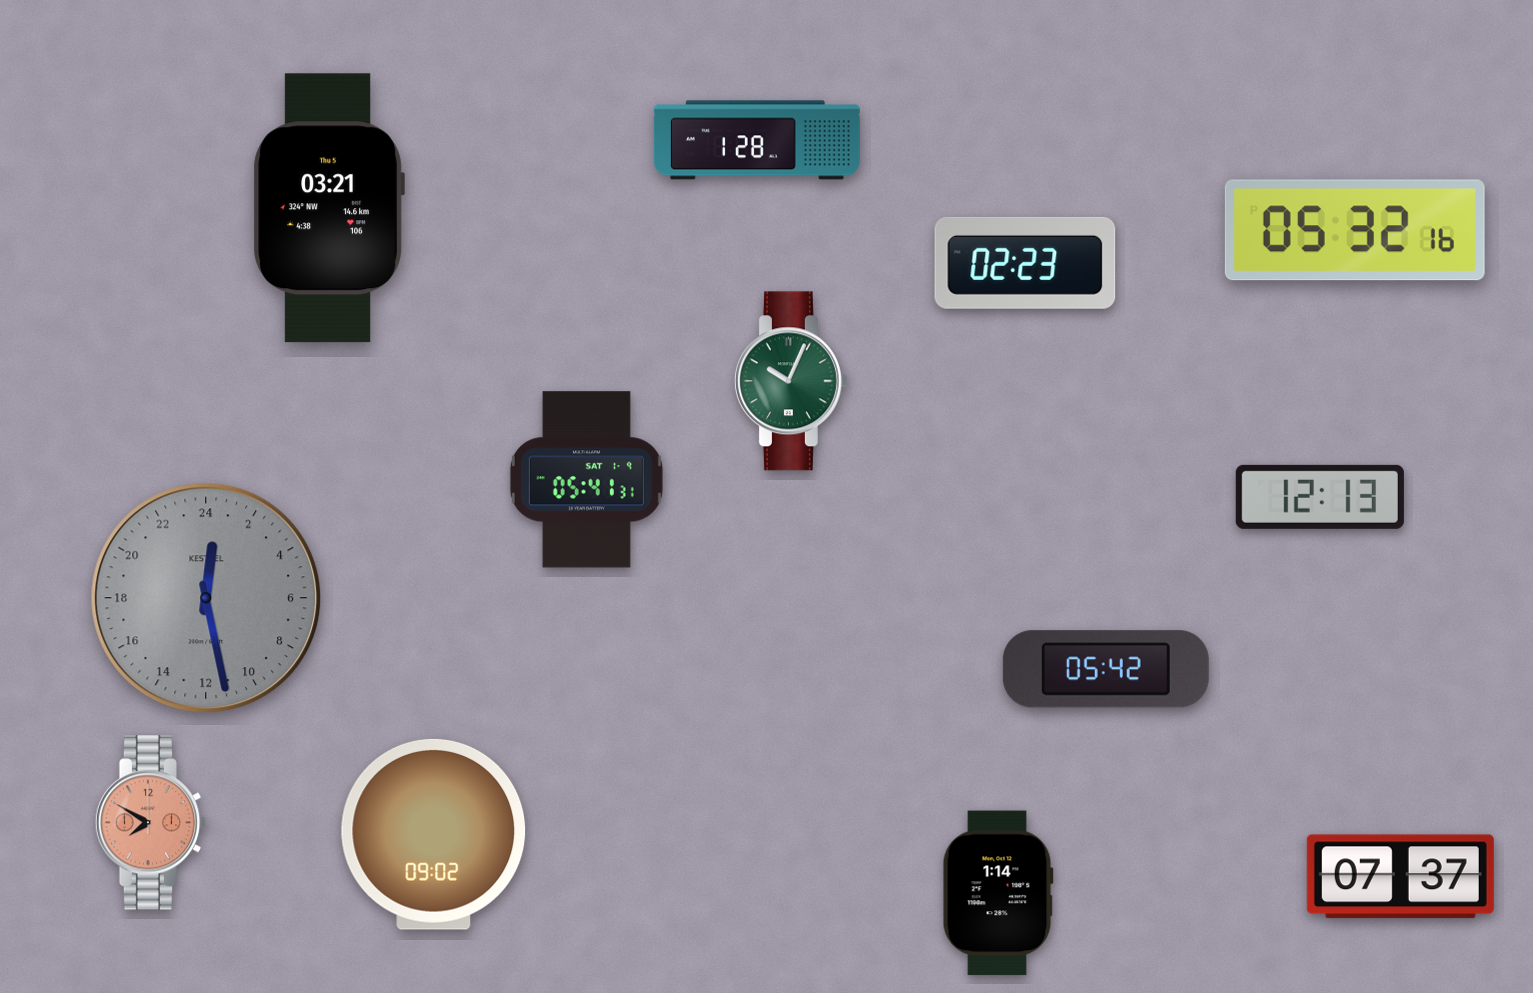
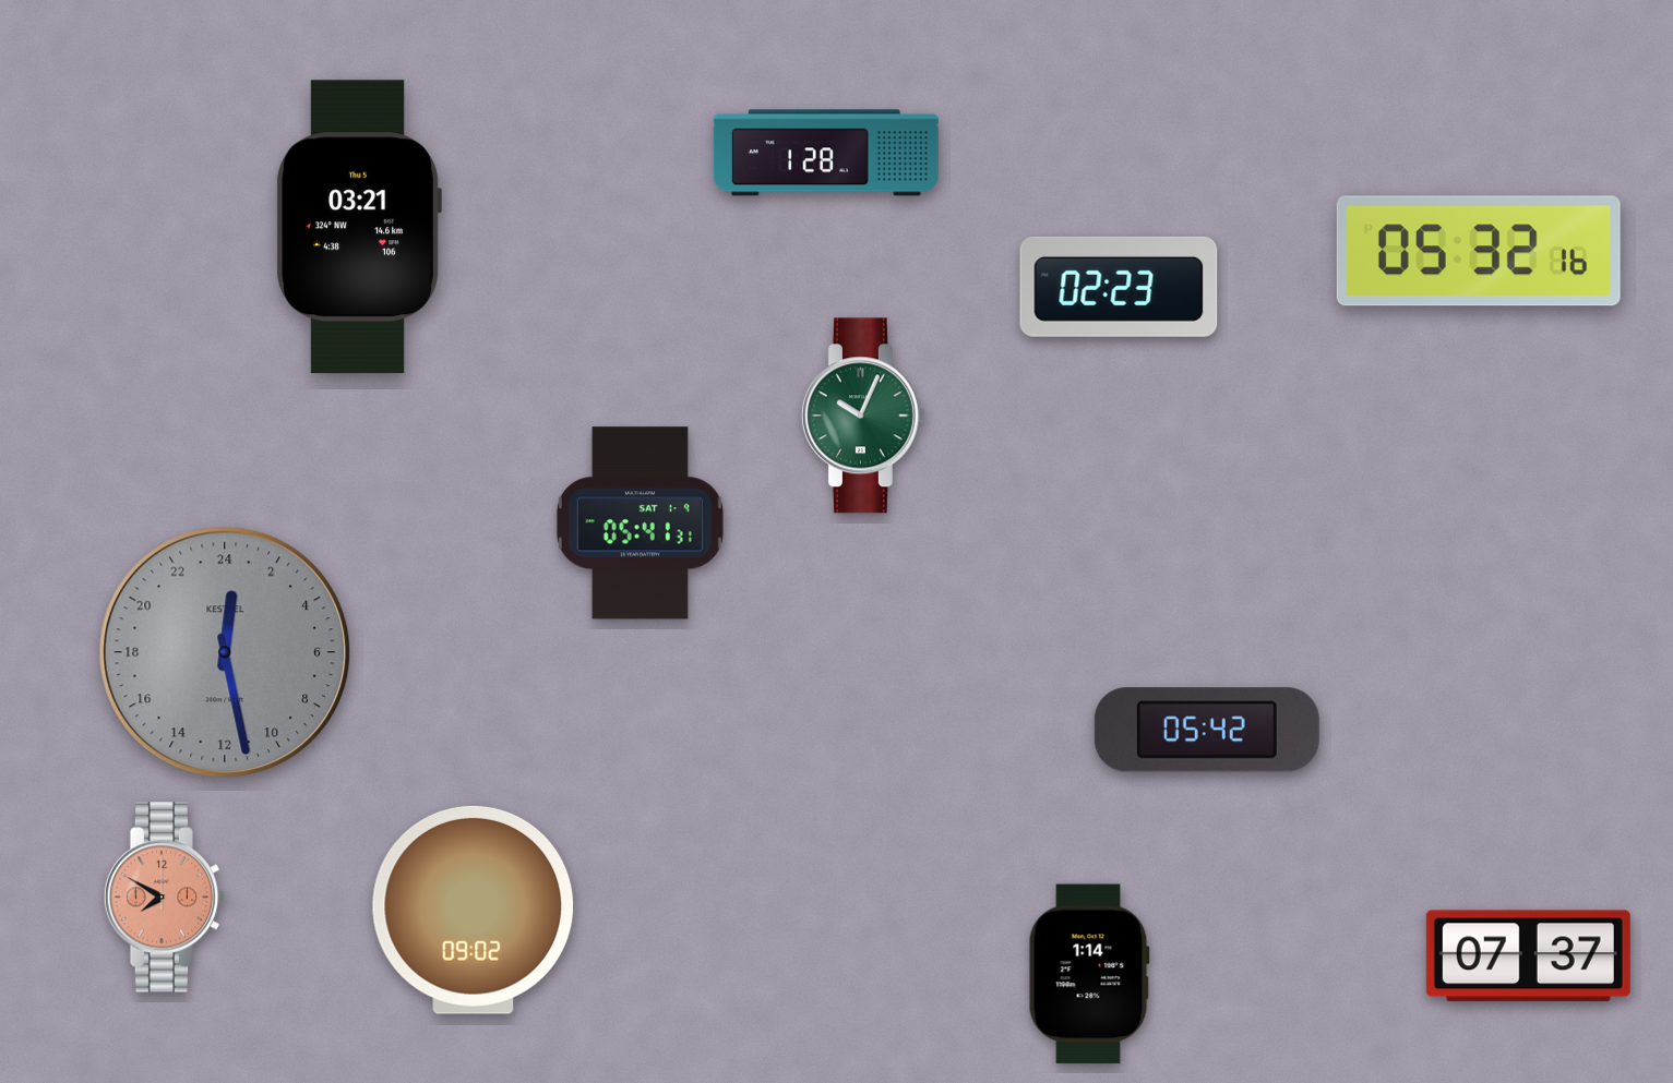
clock at (1320, 497): 12:13 -> none
